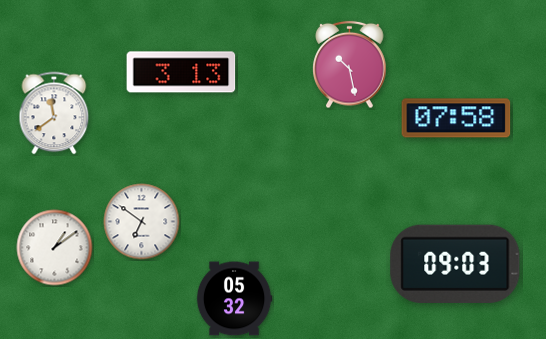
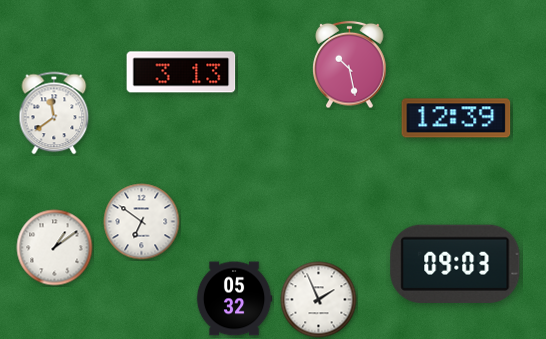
clock at (456, 118): 07:58 -> 12:39
clock at (319, 300): none -> 1:56
